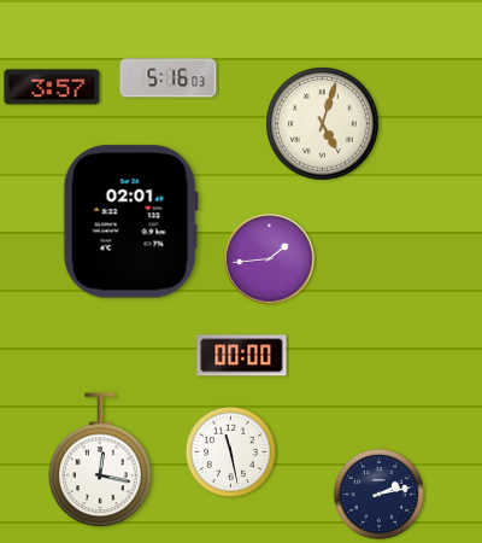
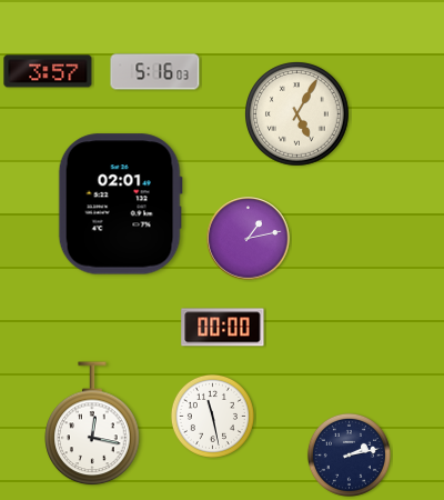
clock at (52, 87) position: (52, 87) -> (48, 71)
clock at (323, 124): 5:03 -> 5:05
clock at (270, 259): 1:44 -> 1:13
